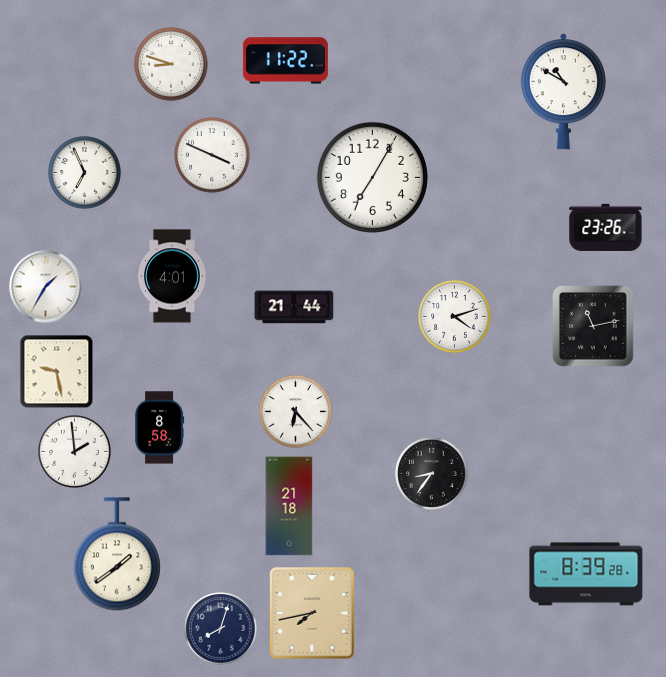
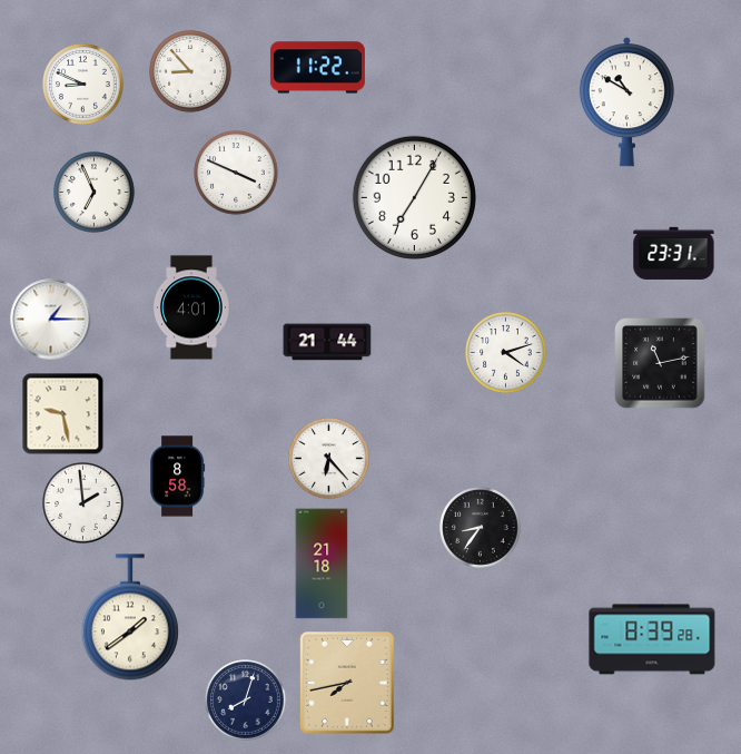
clock at (171, 64): 8:48 -> 8:53
clock at (83, 85): none -> 8:49
clock at (606, 227): 23:26 -> 23:31
clock at (46, 287): 1:35 -> 1:15
